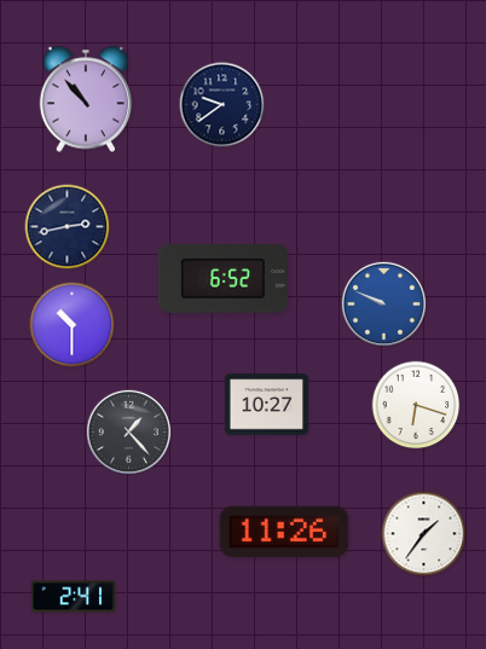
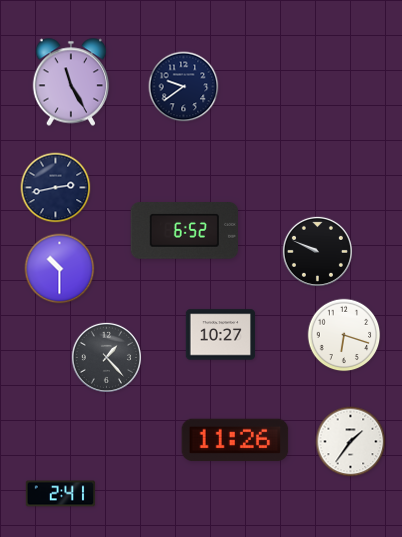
clock at (86, 99): 10:53 -> 11:25
clock at (383, 303) dial: blue -> black
